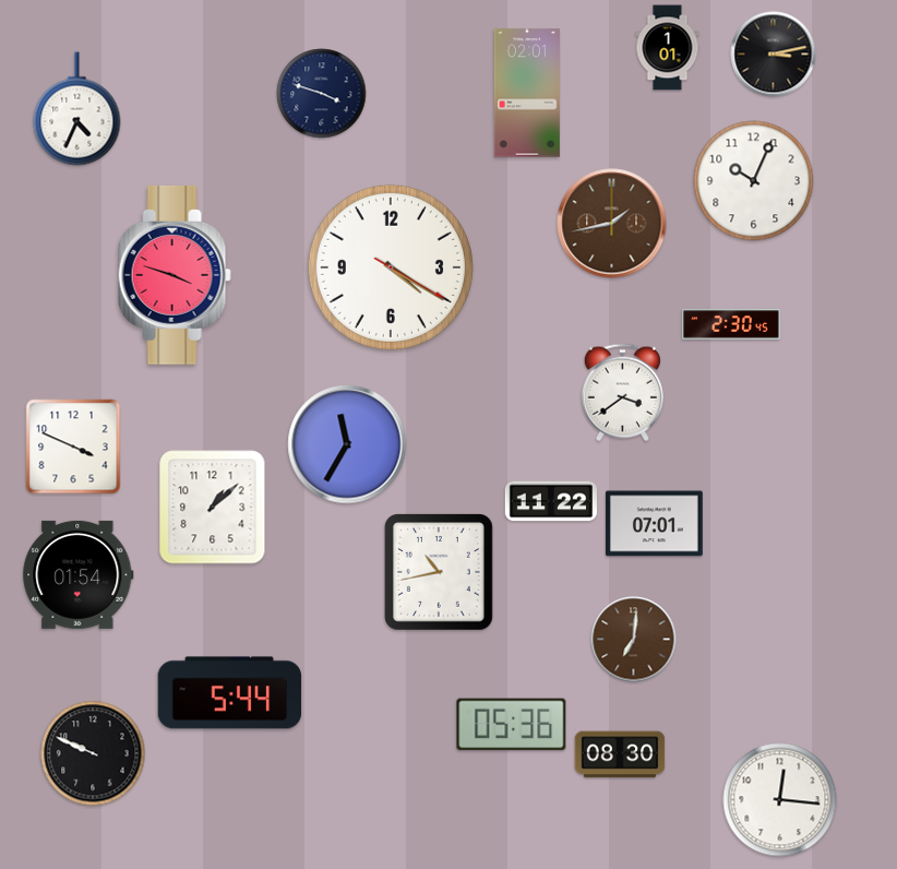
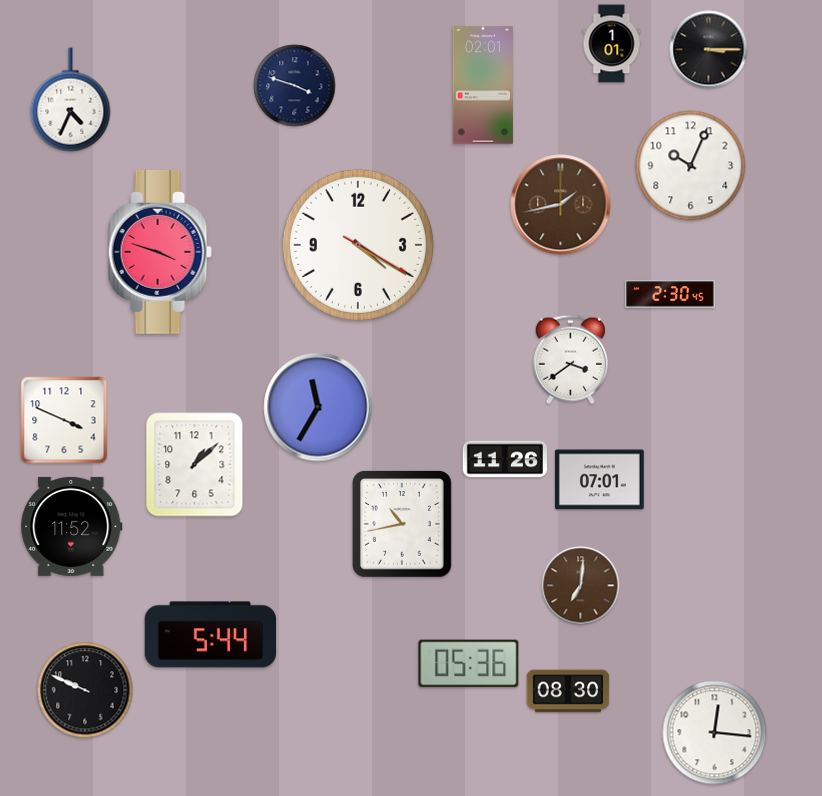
clock at (774, 55): 3:13 -> 3:15
clock at (731, 324) position: (731, 324) -> (670, 294)
clock at (73, 447) position: (73, 447) -> (64, 420)
clock at (551, 501): 11:22 -> 11:26
clock at (79, 574): 01:54 -> 11:52
